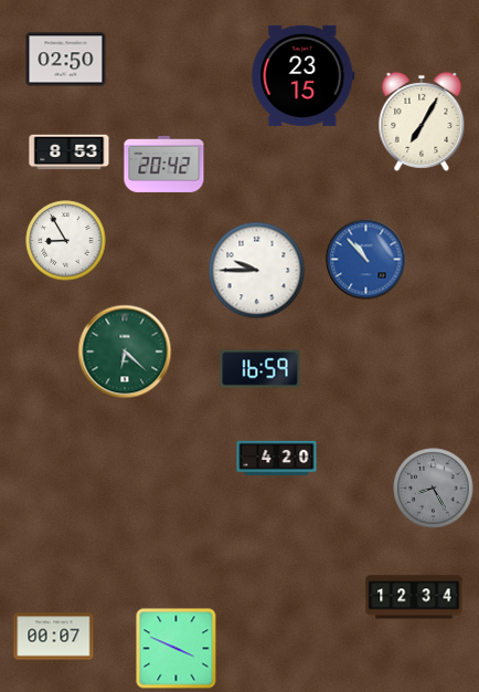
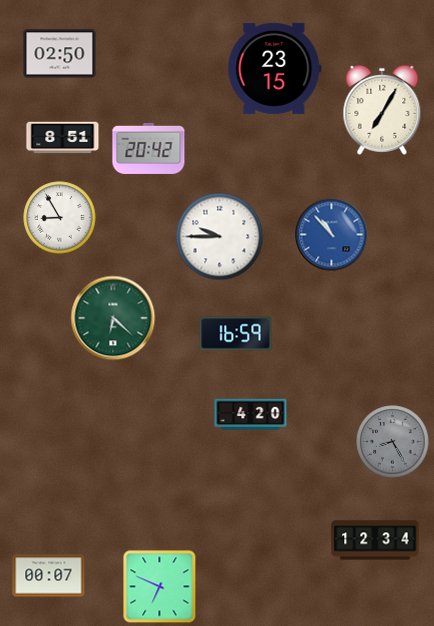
clock at (70, 153): 8:53 -> 8:51
clock at (257, 271) position: (257, 271) -> (220, 237)
clock at (177, 649): 3:49 -> 6:49
